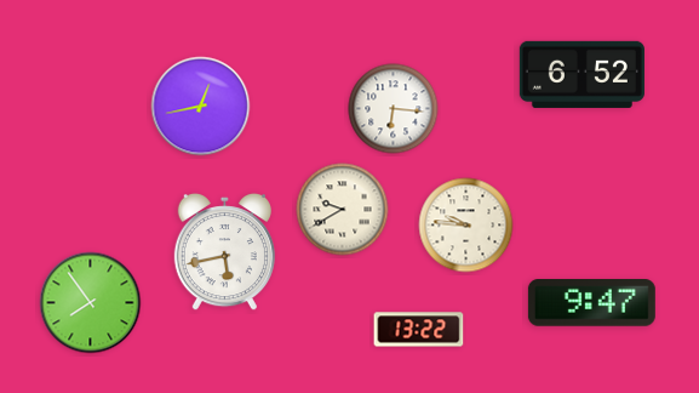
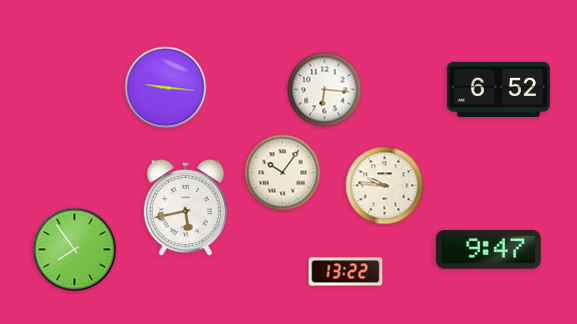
clock at (581, 74) position: (581, 74) -> (498, 89)
clock at (201, 107): 12:43 -> 9:16
clock at (343, 210): 9:40 -> 10:06
